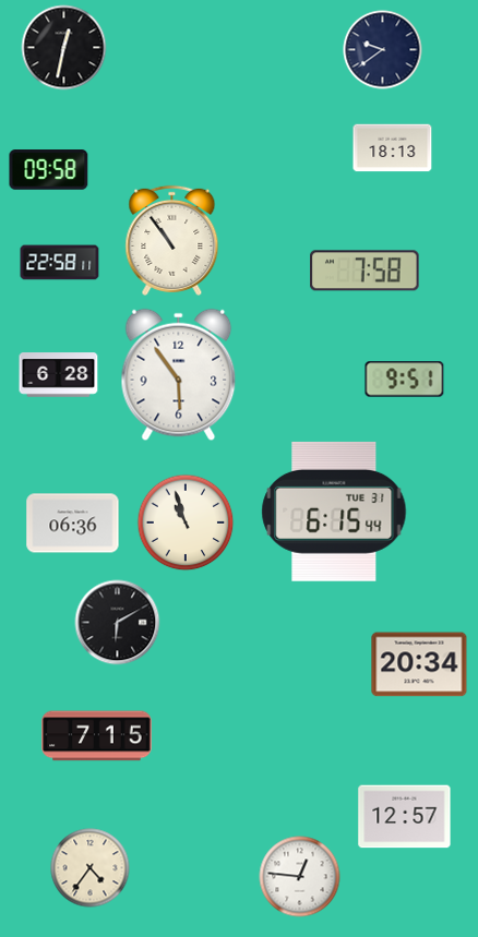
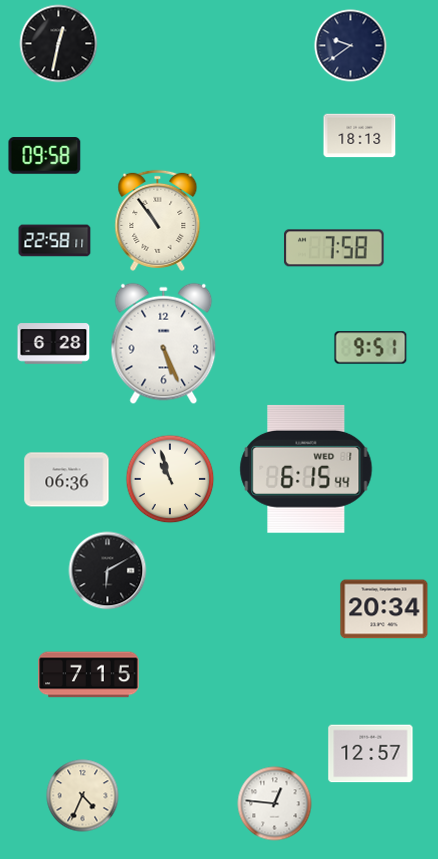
clock at (179, 375): 5:54 -> 5:26
clock at (334, 512) date: TUE 31 -> WED 1
clock at (405, 817) position: (405, 817) -> (371, 754)
clock at (91, 868): 4:36 -> 4:34
